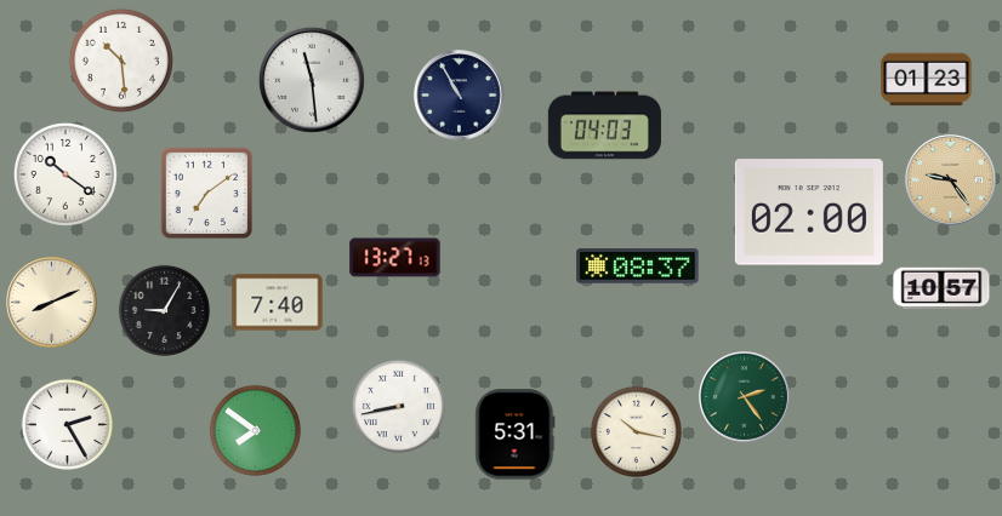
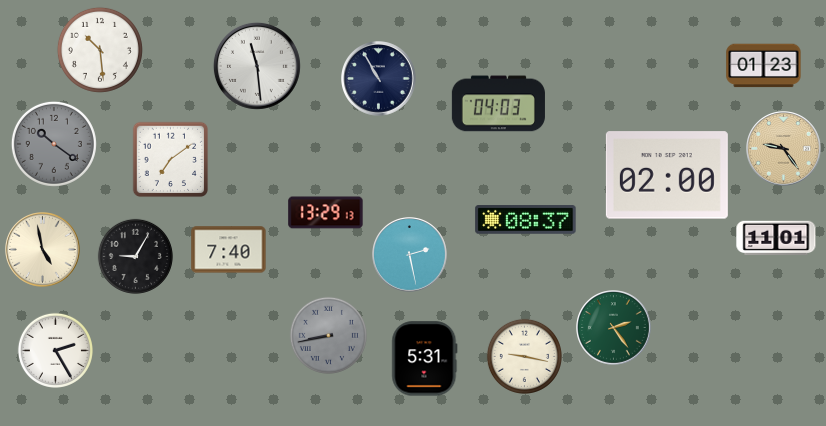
clock at (66, 174) dial: white -> grey
clock at (395, 258): 13:27 -> 13:29
clock at (941, 288): 10:57 -> 11:01
clock at (52, 303): 8:11 -> 4:58
clock at (410, 255): none -> 2:28
clock at (398, 406) dial: white -> grey
clock at (255, 430): 7:51 -> none
clock at (636, 431): 10:17 -> 9:17
